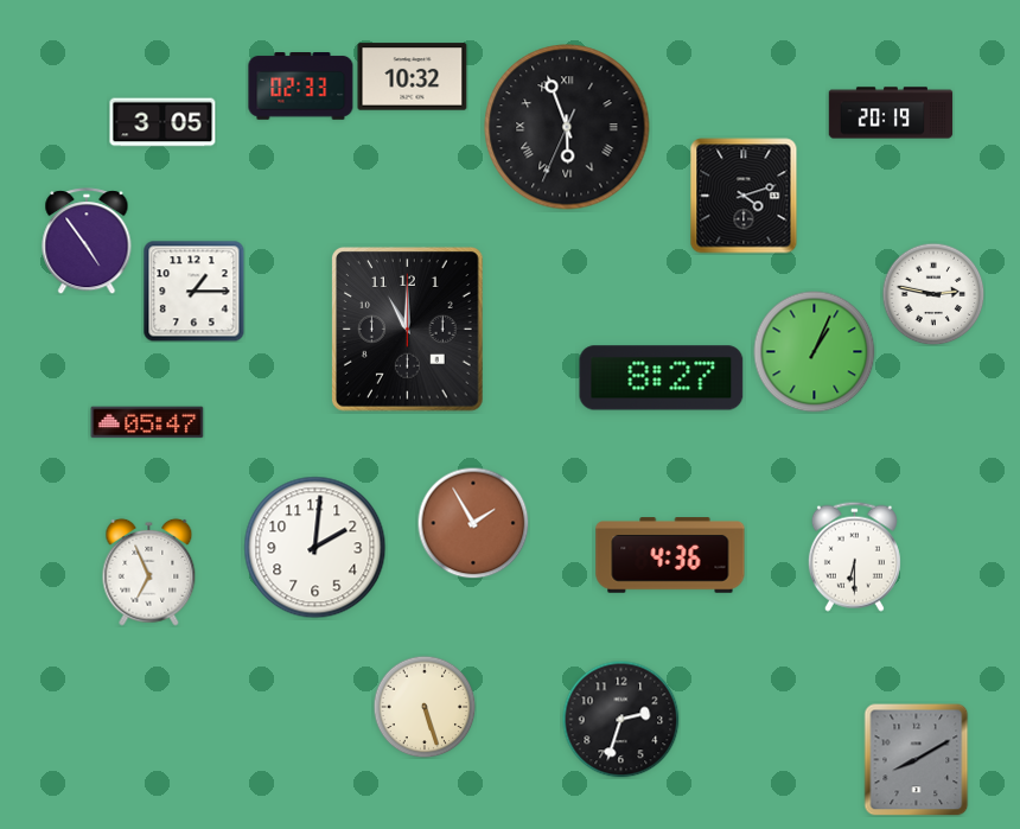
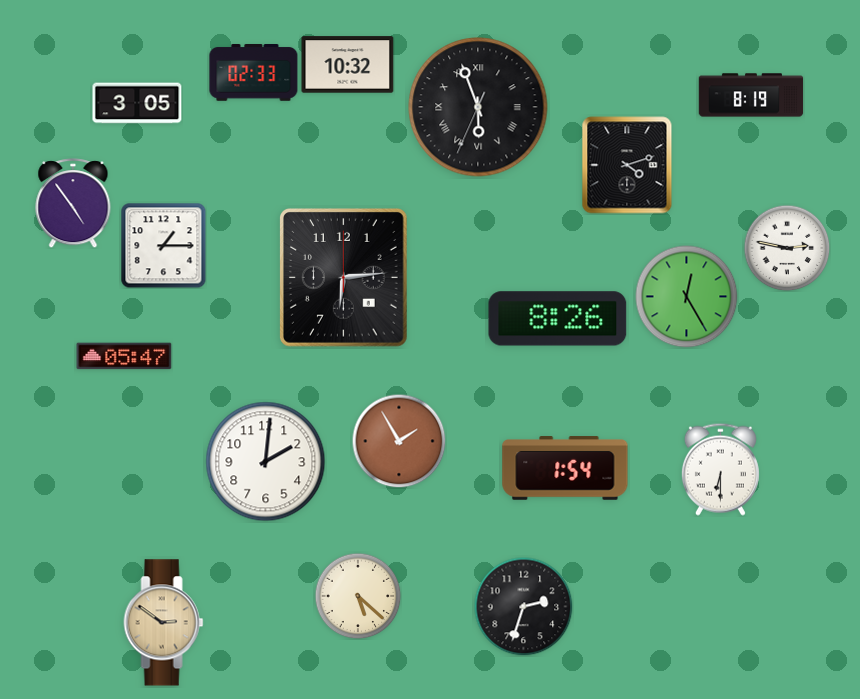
clock at (891, 113): 20:19 -> 8:19
clock at (408, 330): 11:00 -> 6:14
clock at (815, 352): 1:04 -> 12:25
clock at (662, 378): 8:27 -> 8:26
clock at (670, 555): 4:36 -> 1:54
clock at (149, 572): 6:56 -> none
clock at (425, 707): 5:27 -> 5:22
clock at (164, 623): none -> 2:51
clock at (917, 759): 8:10 -> none
